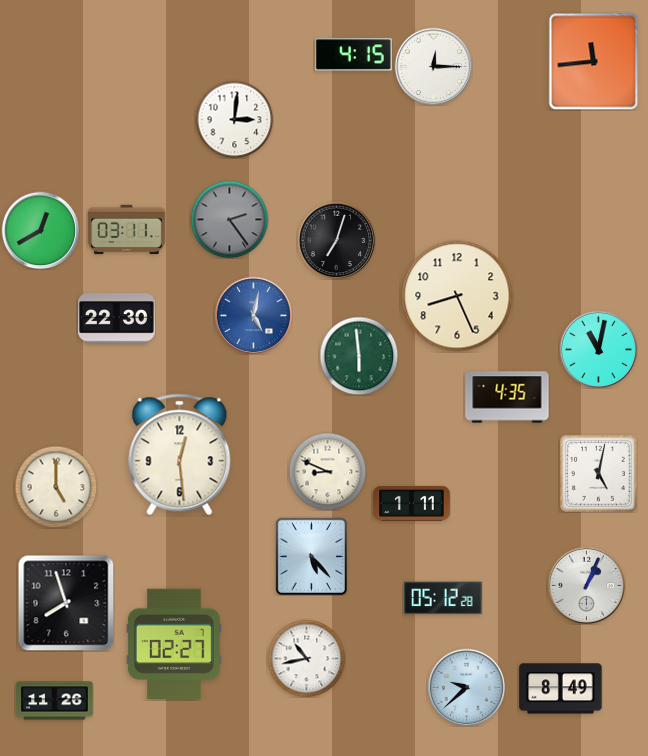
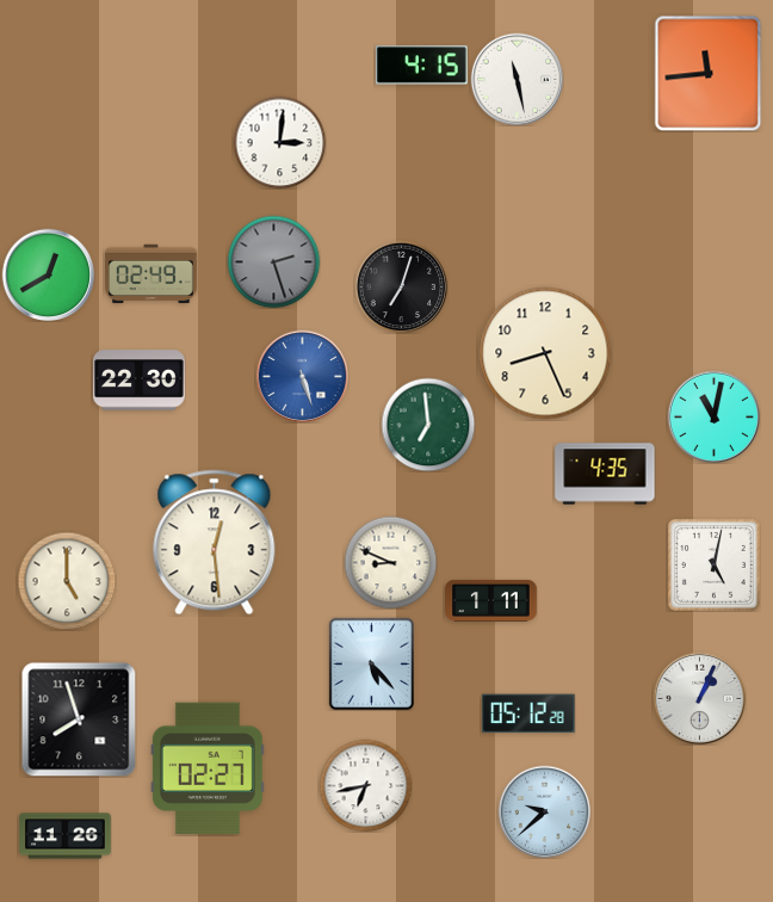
clock at (433, 66): 12:15 -> 11:28
clock at (229, 219): 2:24 -> 2:27
clock at (127, 230): 03:11 -> 02:49
clock at (253, 315): 5:02 -> 5:27
clock at (359, 356): 5:59 -> 6:59
clock at (306, 658): 10:43 -> 6:43
clock at (466, 687) position: (466, 687) -> (544, 811)
clock at (561, 689): 8:49 -> none
